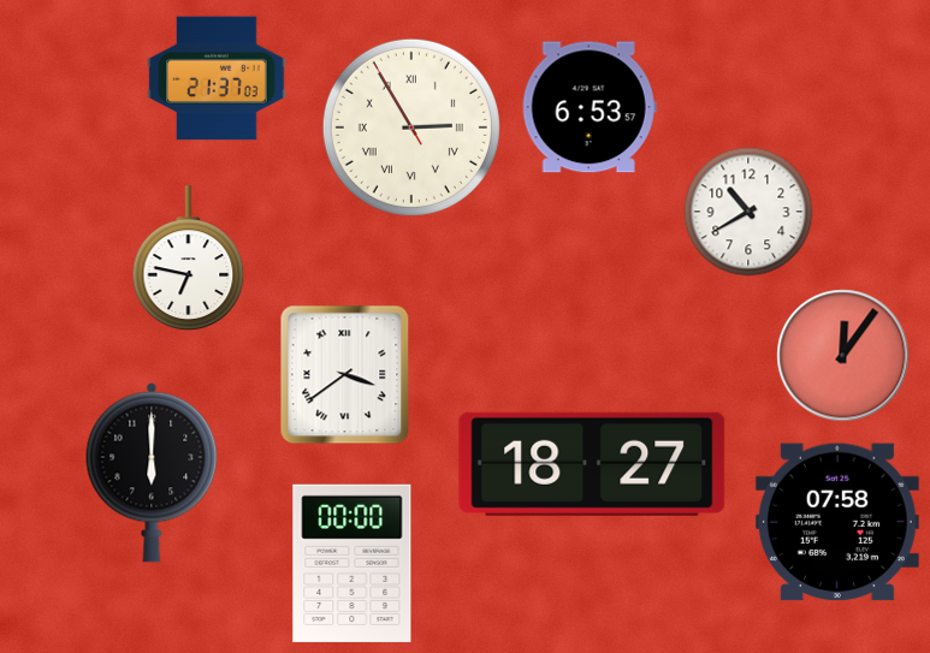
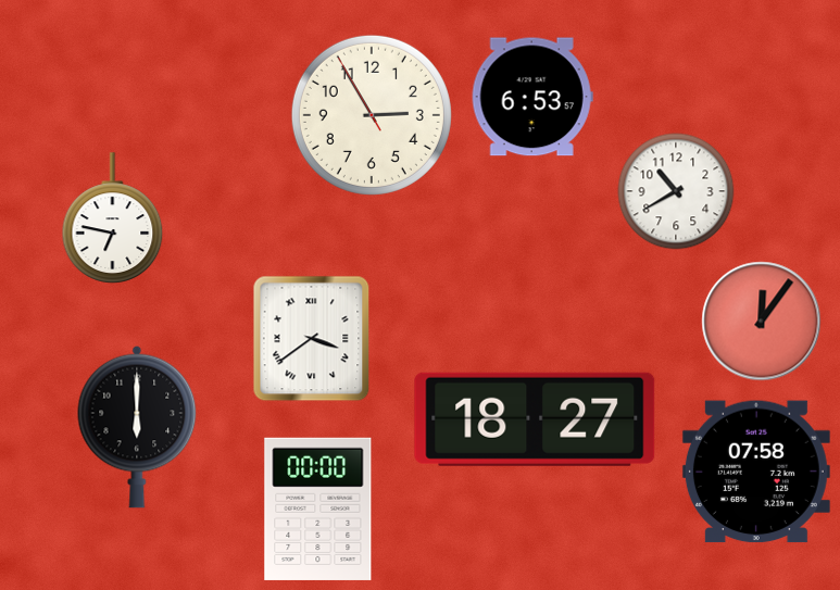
clock at (217, 78): 21:37 -> none
clock at (411, 127) numerals: Roman -> Arabic
clock at (189, 259) position: (189, 259) -> (113, 218)
